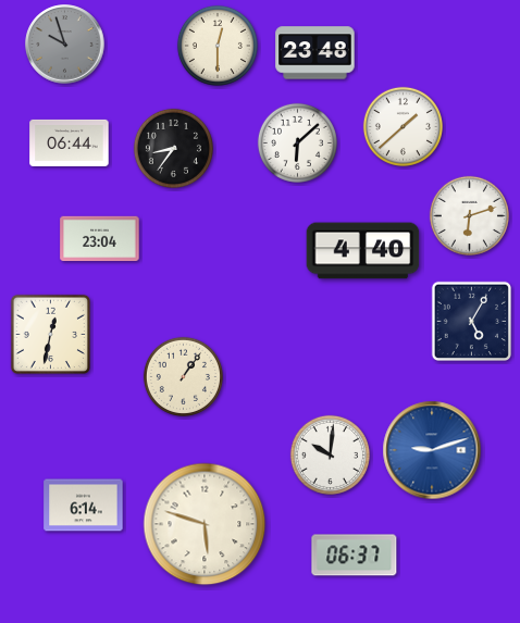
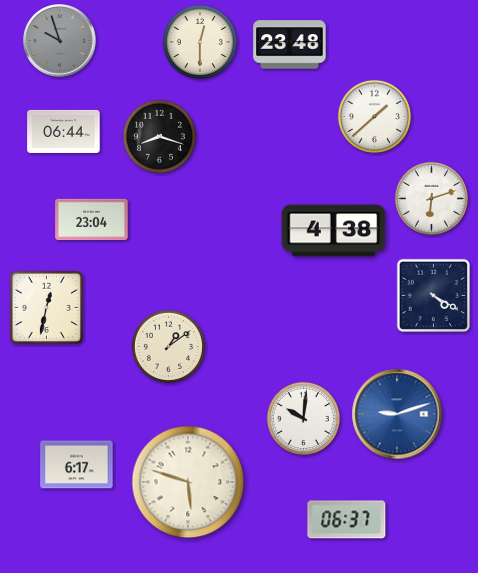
clock at (315, 53) position: (315, 53) -> (290, 45)
clock at (403, 126) position: (403, 126) -> (374, 116)
clock at (297, 142): 6:08 -> none
clock at (173, 148): 8:36 -> 8:18
clock at (363, 251): 4:40 -> 4:38
clock at (471, 321): 5:05 -> 4:20
clock at (183, 376): 1:06 -> 1:09
clock at (84, 506): 6:14 -> 6:17
clock at (355, 556) position: (355, 556) -> (347, 520)
